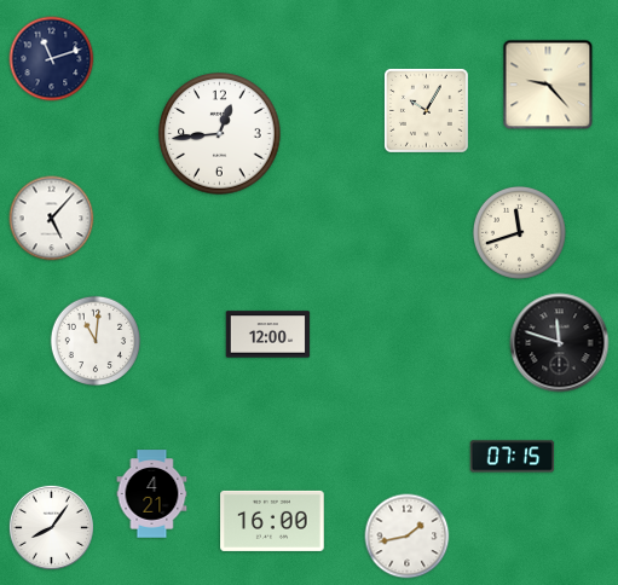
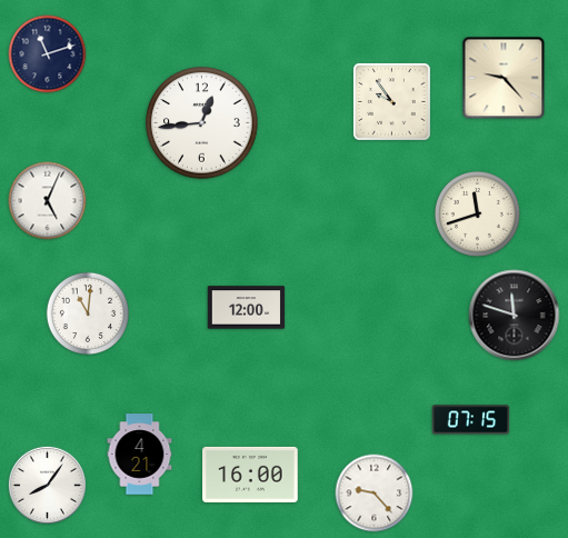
clock at (426, 110): 10:05 -> 9:54
clock at (52, 219): 5:07 -> 5:04
clock at (272, 521) position: (272, 521) -> (250, 475)
clock at (408, 537): 1:43 -> 9:23
